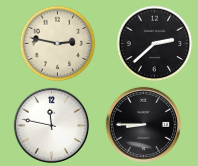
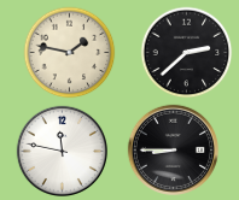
clock at (58, 44): 2:47 -> 1:47
